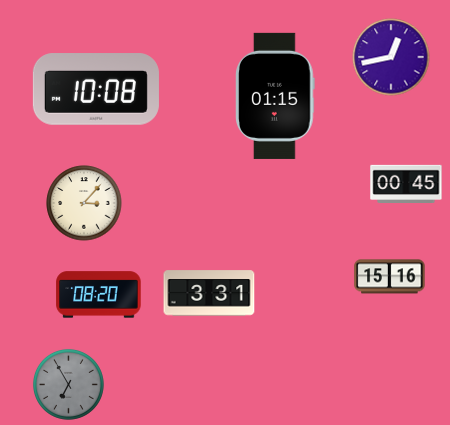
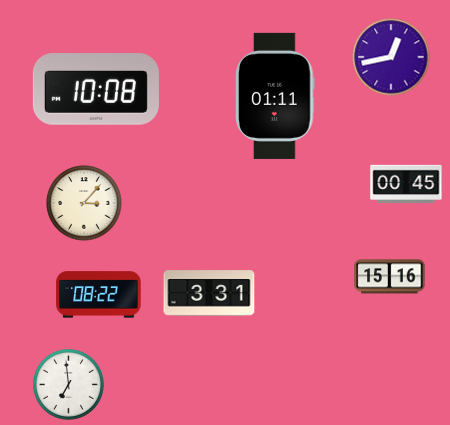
clock at (276, 96): 01:15 -> 01:11
clock at (99, 295): 08:20 -> 08:22
clock at (68, 384): 6:55 -> 6:59
clock at (68, 384) dial: grey -> white
